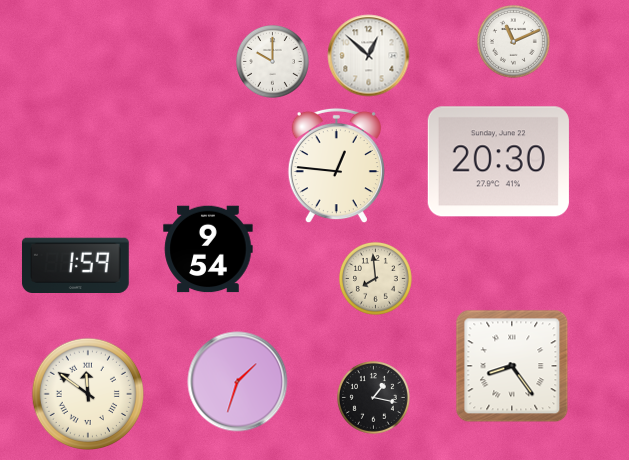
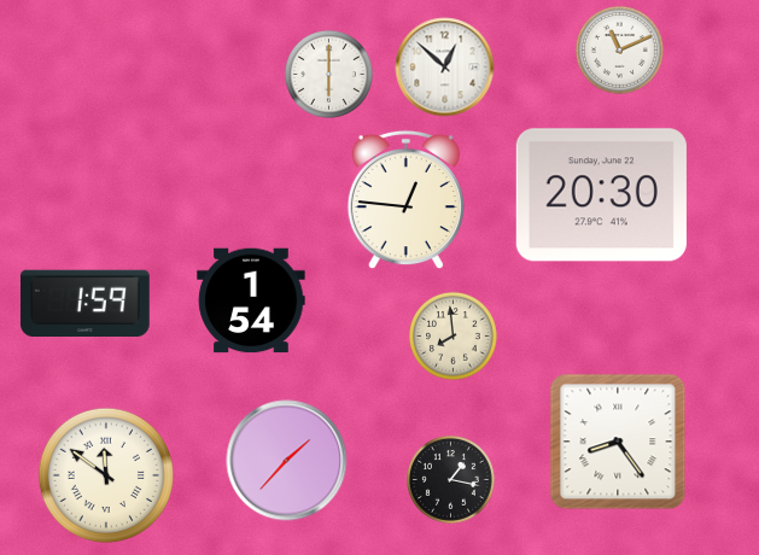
clock at (272, 61): 10:00 -> 6:00
clock at (208, 249): 9:54 -> 1:54
clock at (75, 265) position: (75, 265) -> (84, 303)
clock at (238, 382): 1:33 -> 1:37
